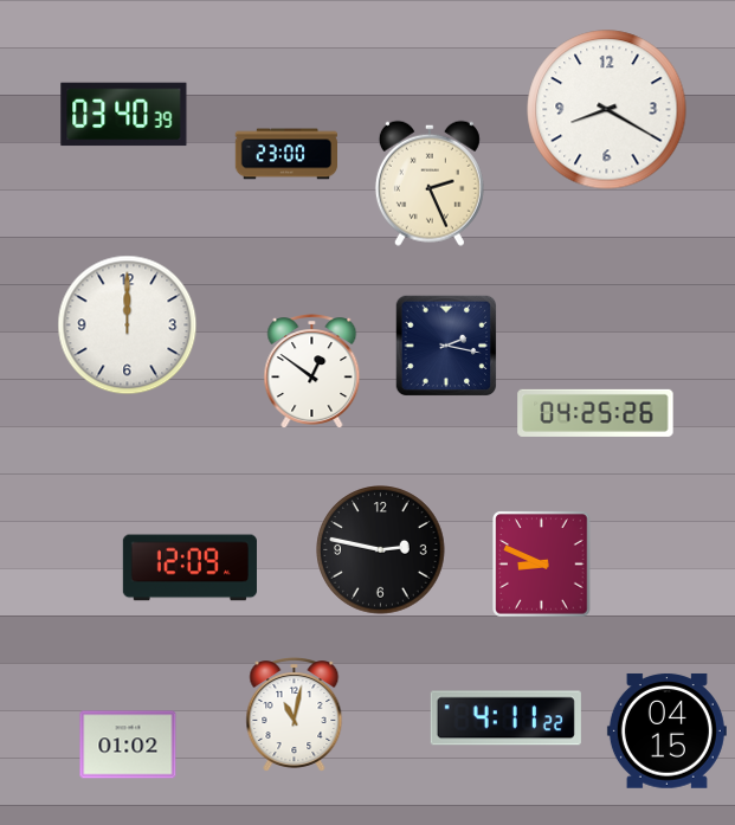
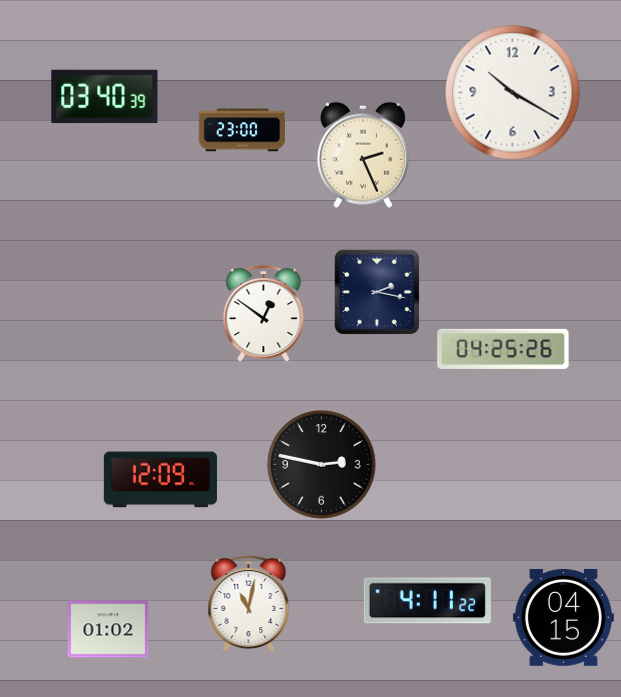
clock at (607, 110): 8:20 -> 10:20
clock at (128, 326): 12:00 -> none
clock at (542, 565): 8:49 -> none
clock at (505, 718) position: (505, 718) -> (427, 601)
